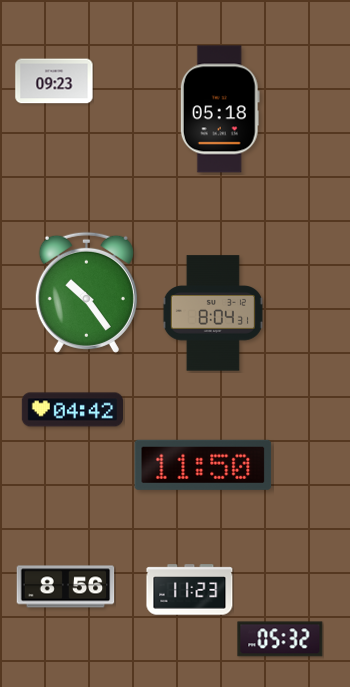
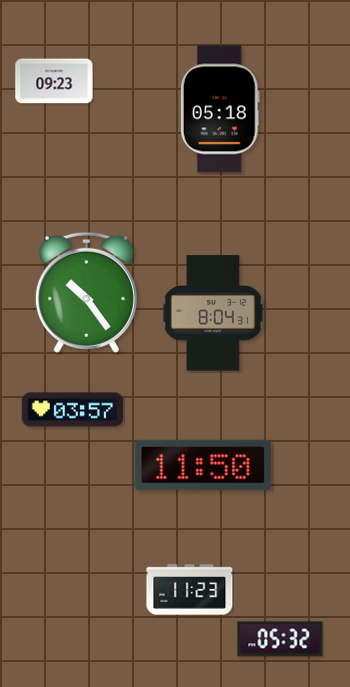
clock at (72, 410): 04:42 -> 03:57
clock at (66, 587): 8:56 -> none
